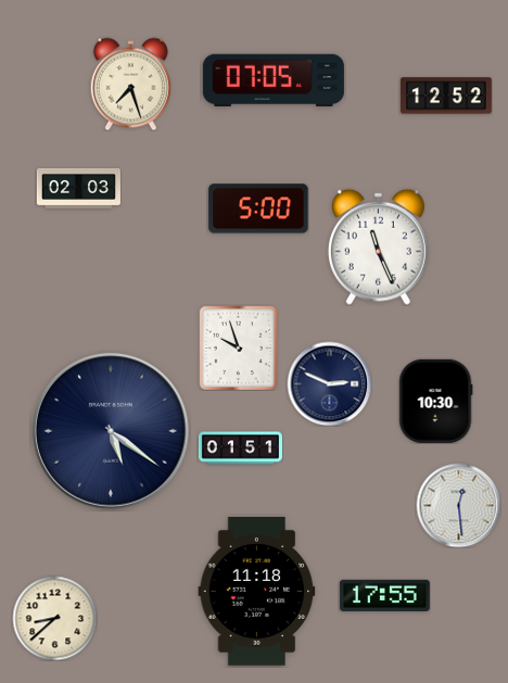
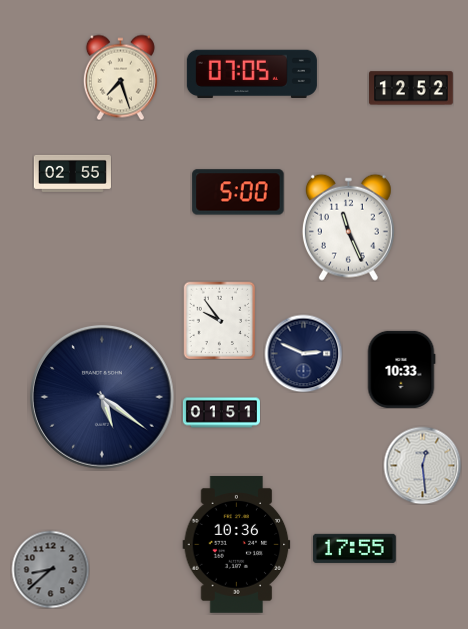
clock at (78, 188): 02:03 -> 02:55
clock at (239, 347): 9:57 -> 9:54
clock at (435, 401): 10:30 -> 10:33
clock at (257, 592): 11:18 -> 10:36
clock at (54, 618) dial: cream -> grey
